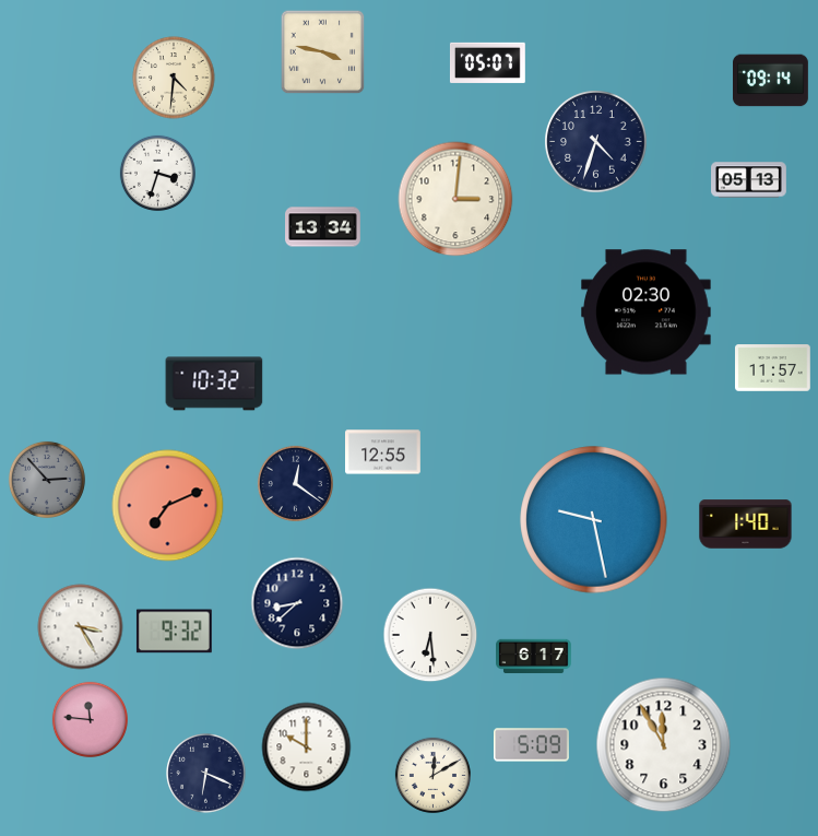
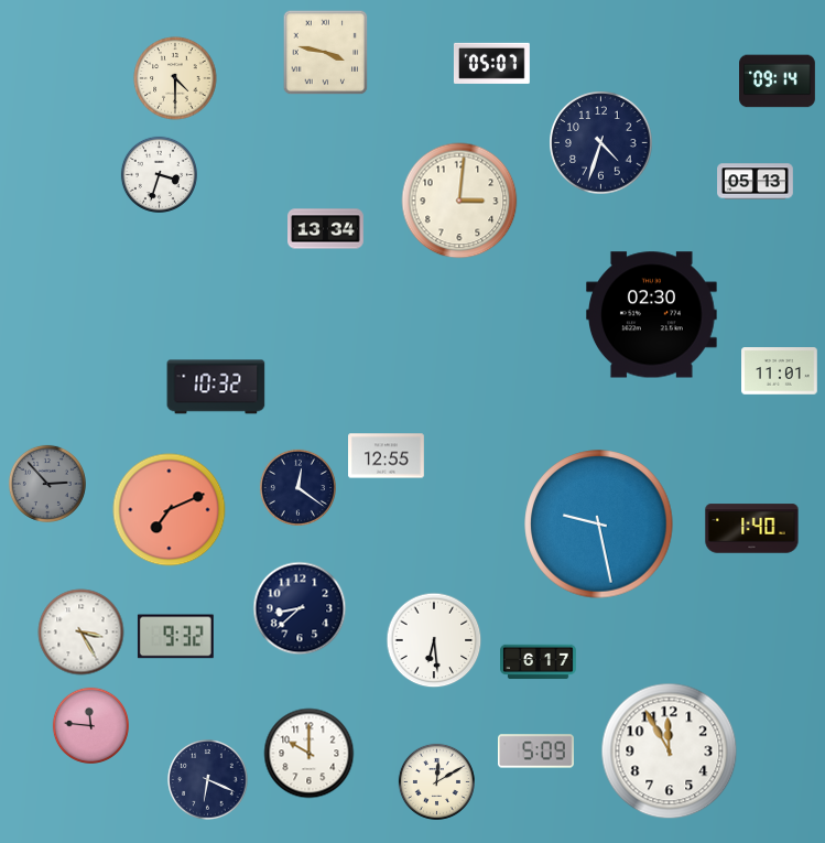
clock at (174, 78): 4:31 -> 4:30
clock at (773, 368): 11:57 -> 11:01
